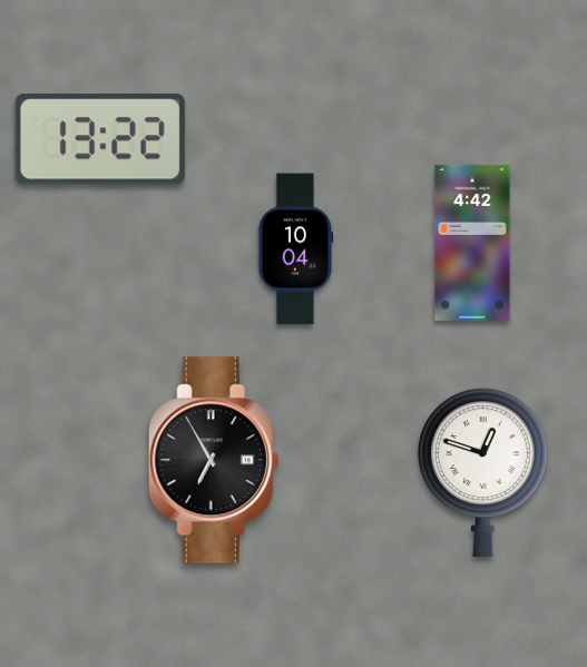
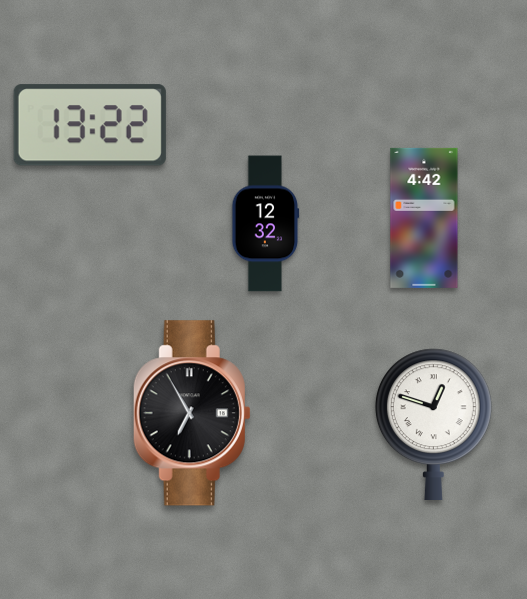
clock at (296, 249): 10:04 -> 12:32
